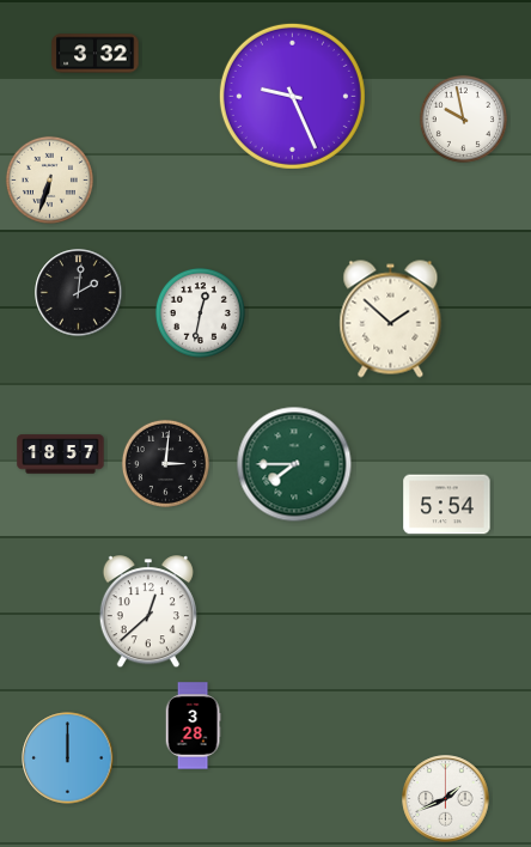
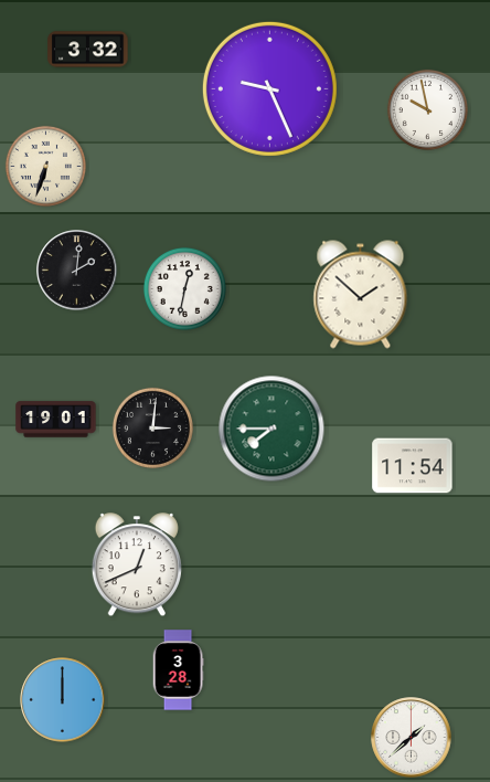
clock at (79, 293) position: (79, 293) -> (77, 271)
clock at (61, 455): 18:57 -> 19:01
clock at (447, 505): 5:54 -> 11:54
clock at (148, 613): 12:38 -> 12:41
clock at (446, 799): 1:41 -> 1:38
